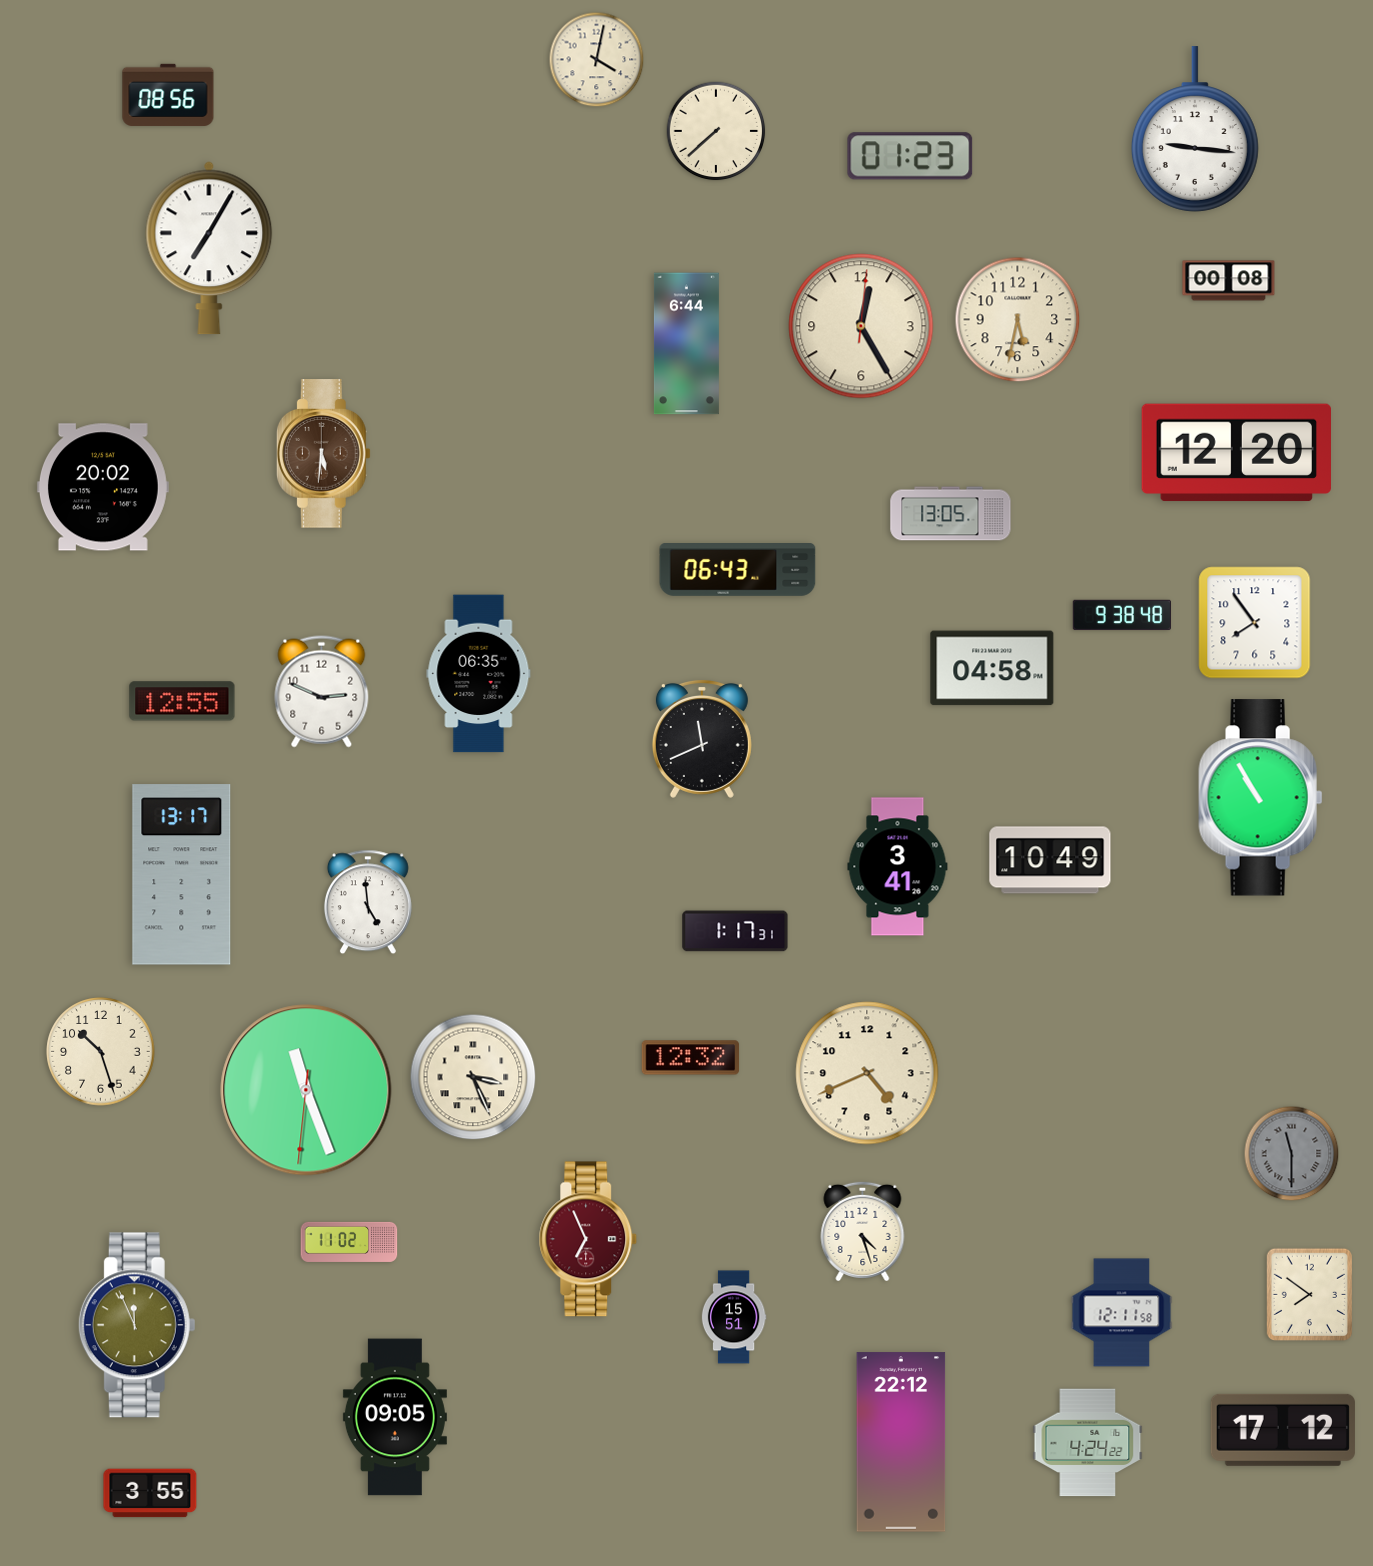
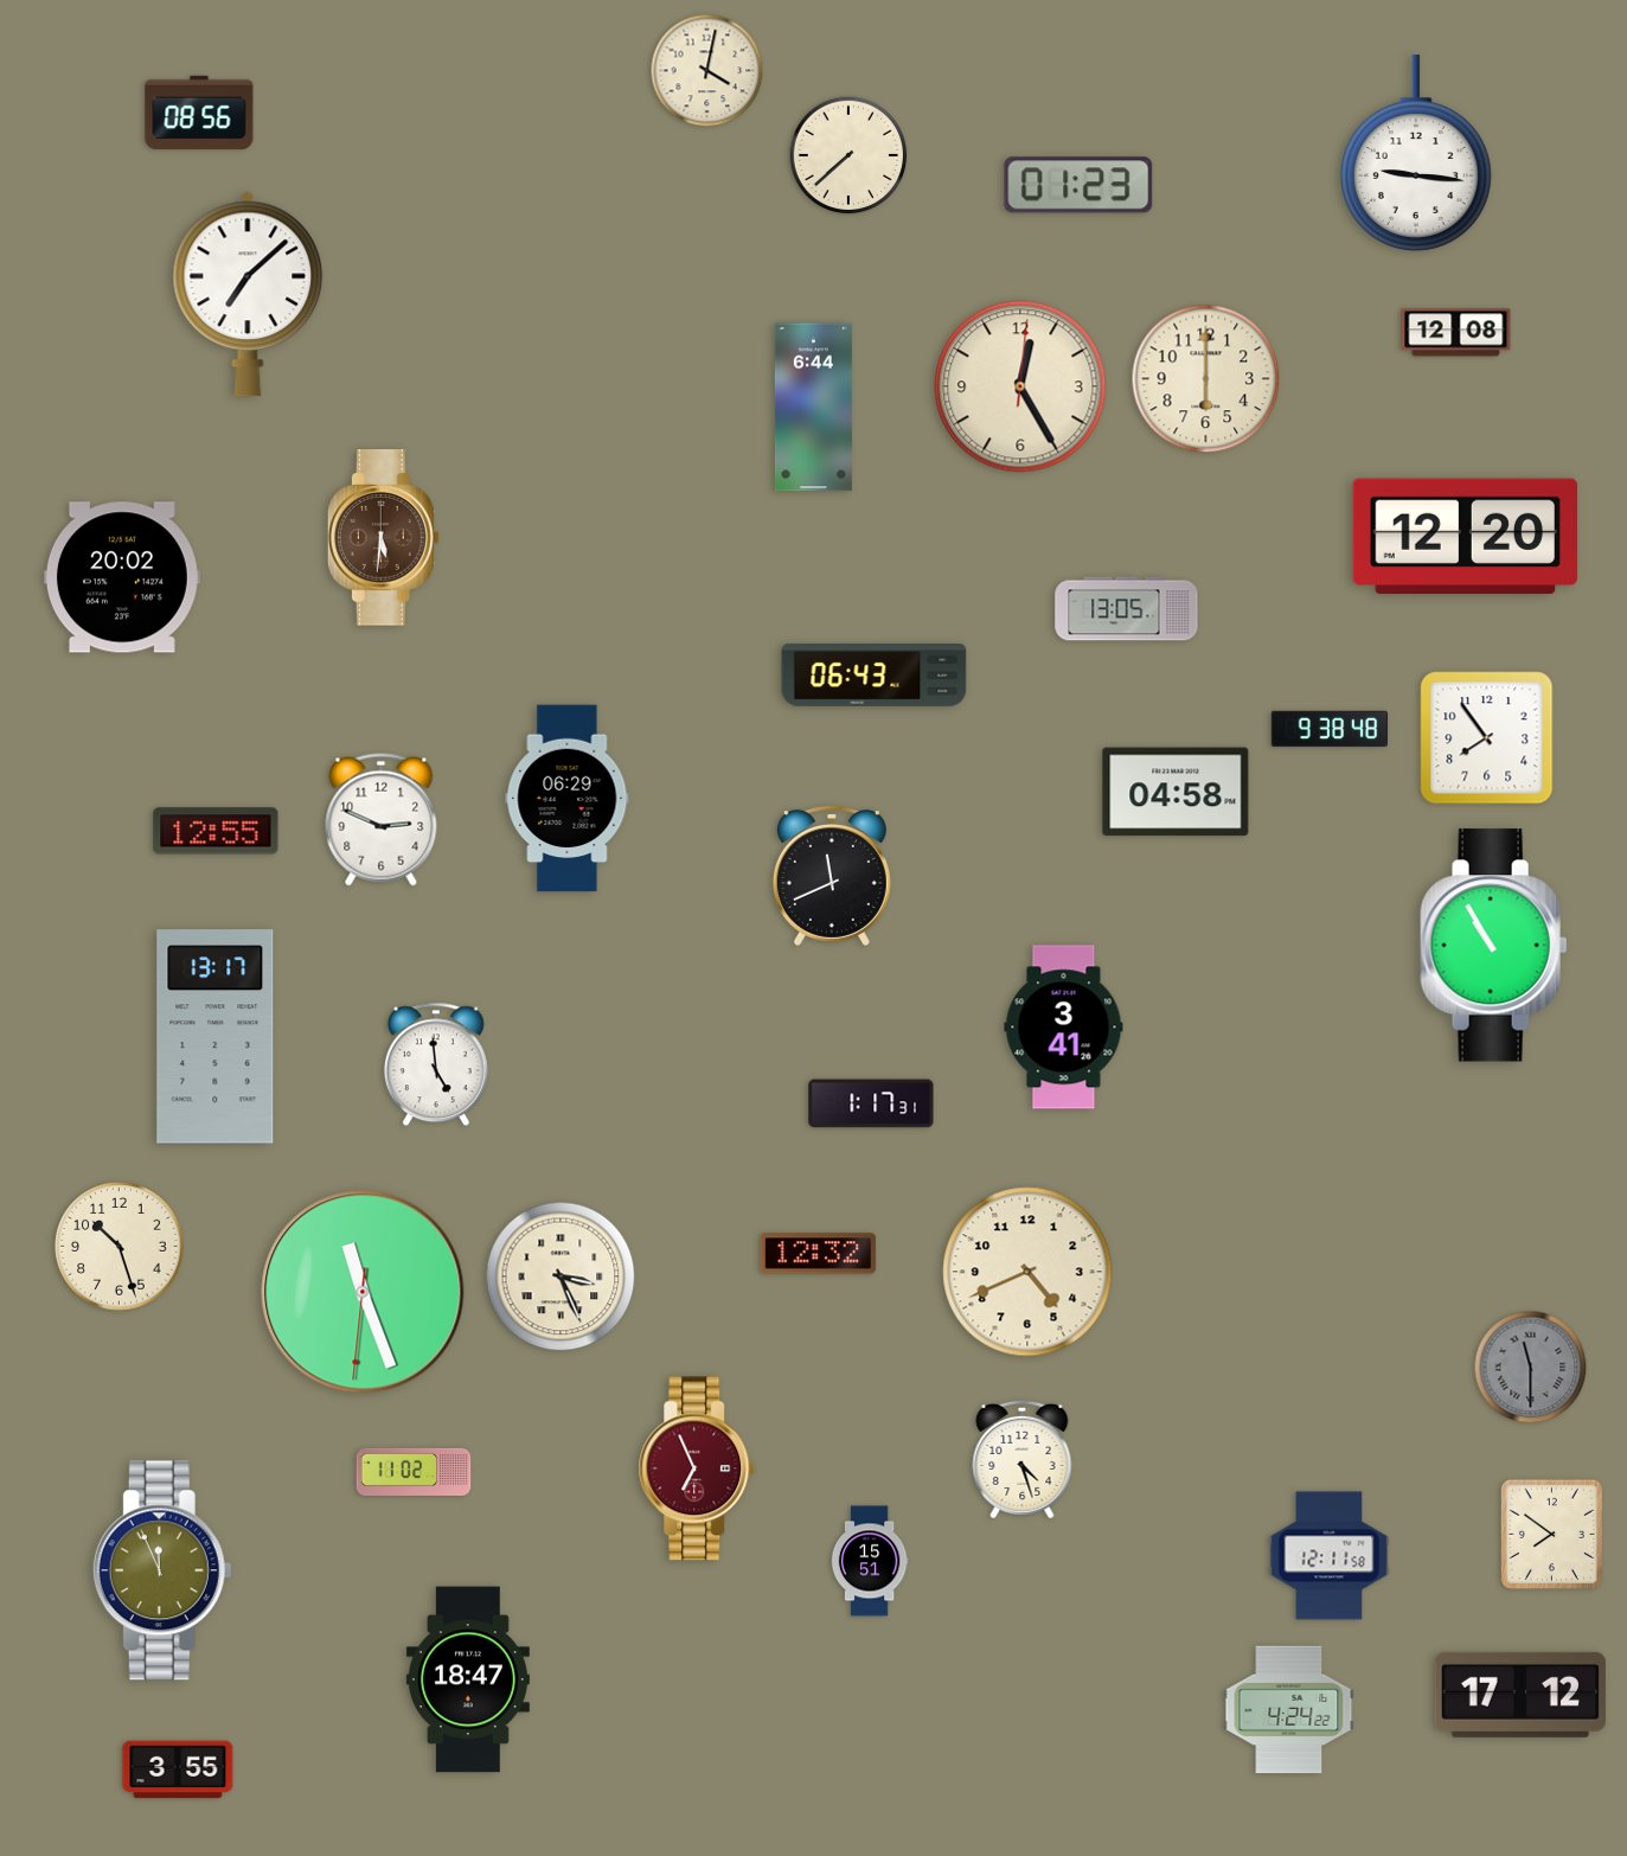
clock at (209, 248): 7:05 -> 7:08
clock at (1229, 281): 00:08 -> 12:08
clock at (1018, 320): 5:32 -> 6:00
clock at (479, 674): 06:35 -> 06:29
clock at (1050, 860): 10:49 -> none
clock at (368, 902) position: (368, 902) -> (436, 1064)
clock at (395, 1417): 09:05 -> 18:47
clock at (901, 1442): 22:12 -> none
